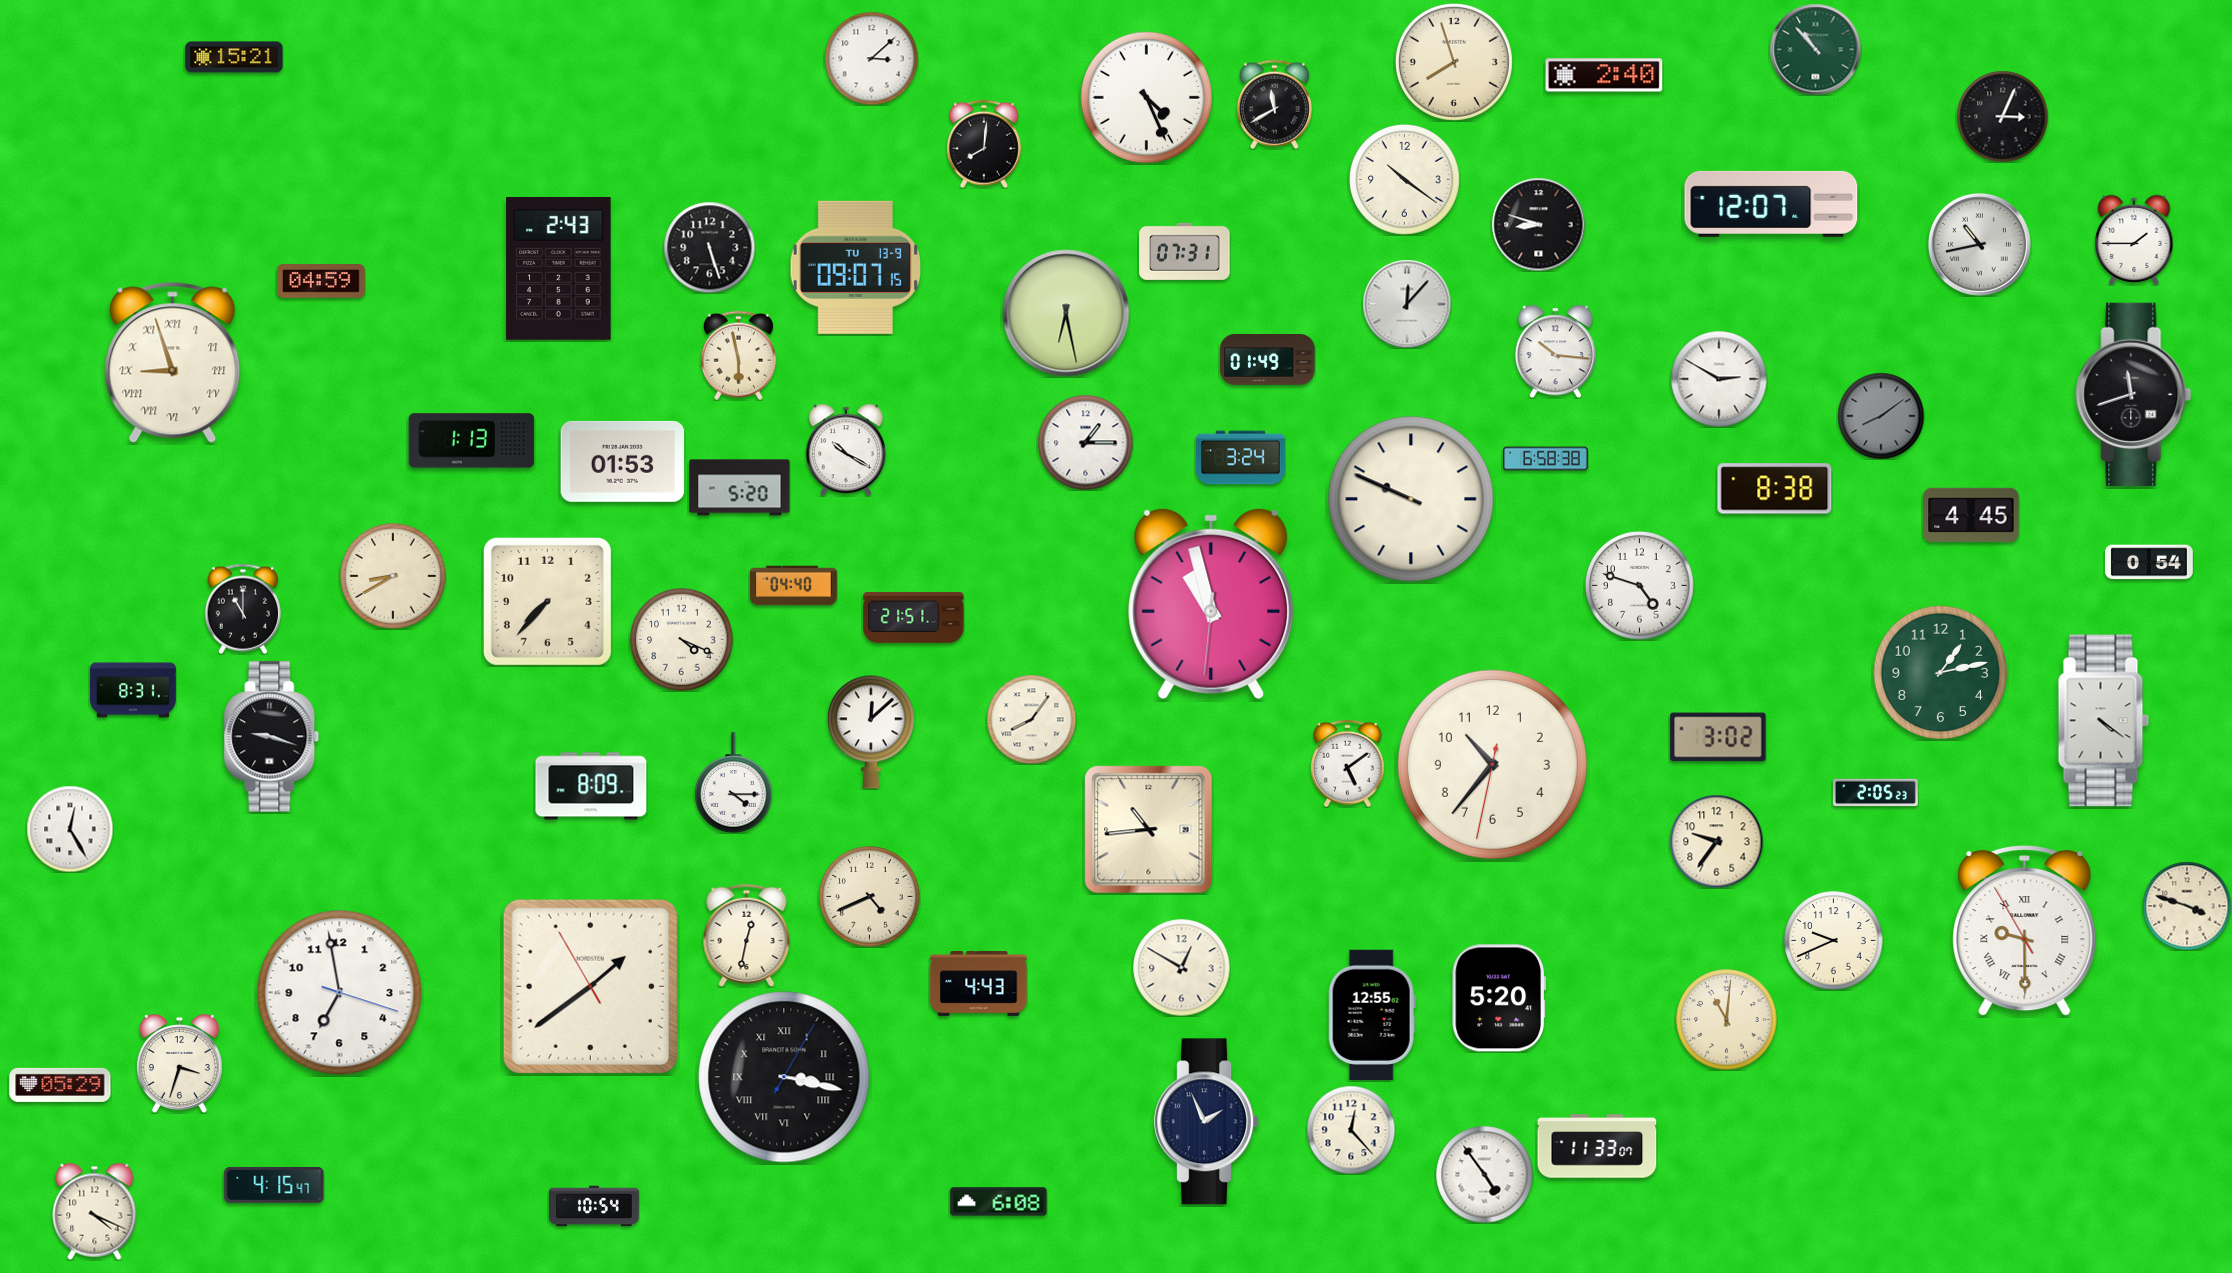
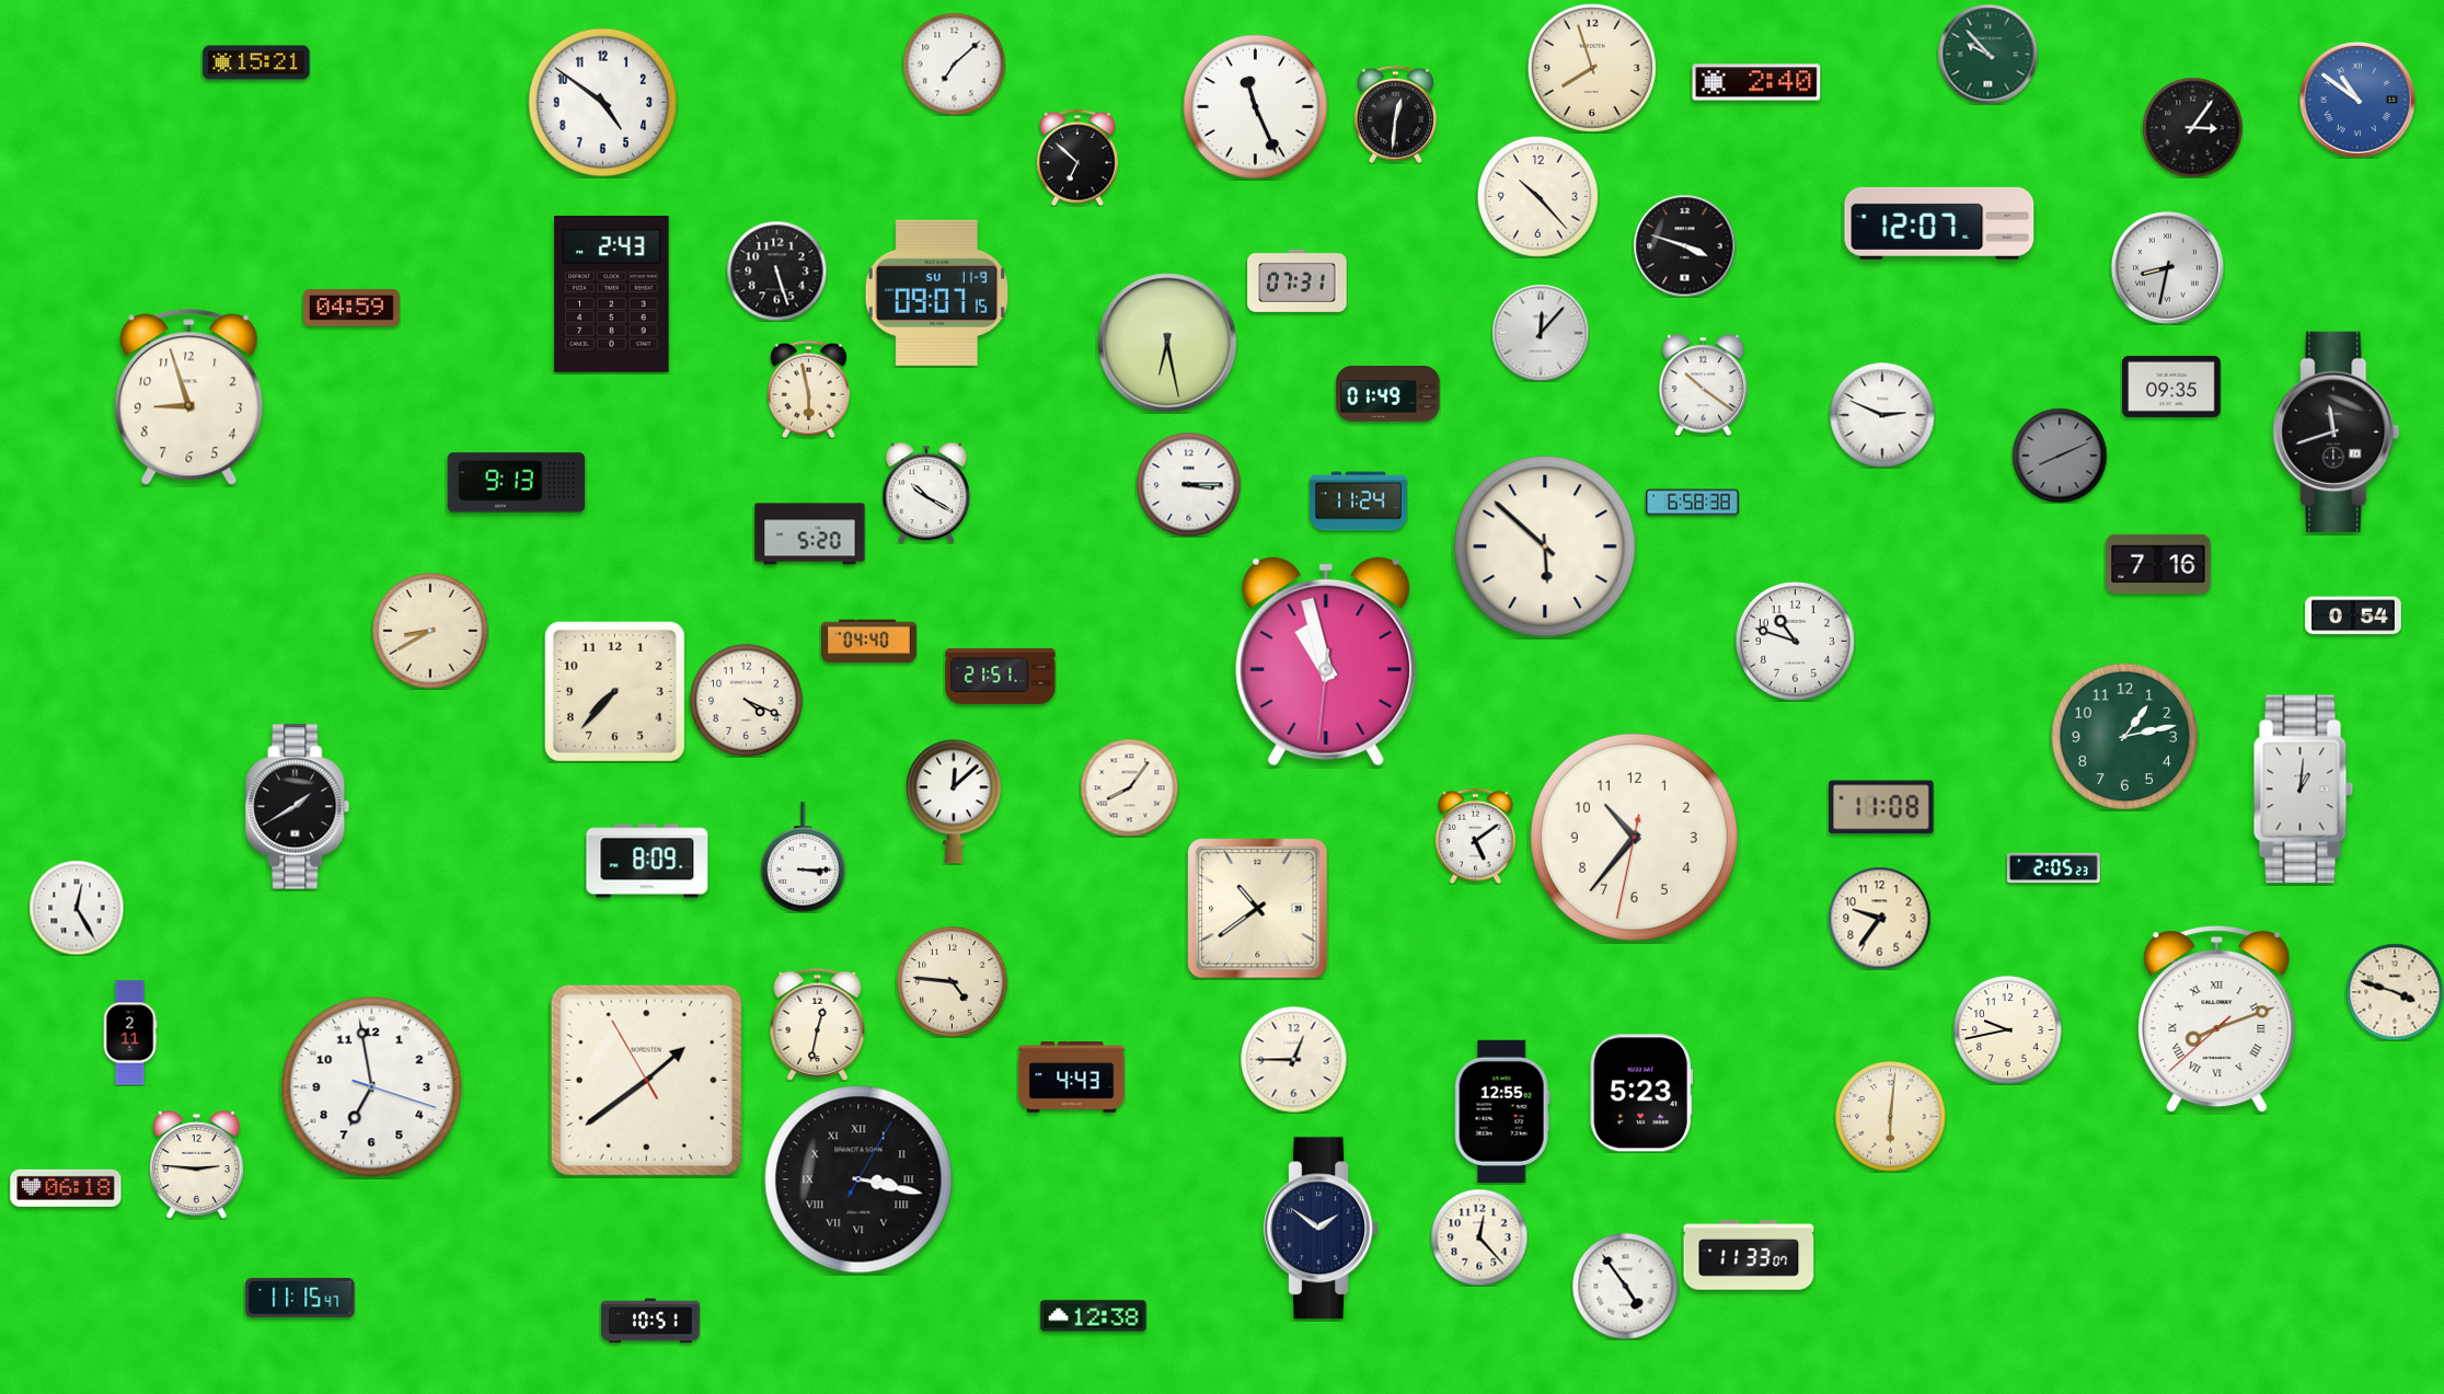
clock at (1815, 49): 10:53 -> 9:53
clock at (871, 58): 3:08 -> 7:08
clock at (2357, 100): none -> 10:51
clock at (603, 103): none -> 4:51
clock at (1147, 98): 4:26 -> 11:26
clock at (1274, 104): 11:40 -> 12:31
clock at (2002, 116): 3:04 -> 3:06
clock at (984, 144): 8:01 -> 6:52
clock at (1404, 179): 10:21 -> 10:23
clock at (1538, 224): 8:48 -> 3:48
clock at (2134, 240): 1:45 -> none
clock at (1979, 244): 10:43 -> 8:32
clock at (1185, 251) position: (1185, 251) -> (1298, 280)
clock at (855, 267) date: TU 13-9 -> SU 11-9
clock at (1555, 351): 10:16 -> 10:21
clock at (2171, 387): none -> 09:35
clock at (173, 363) numerals: Roman -> Arabic
clock at (1719, 379): 2:50 -> 2:49
clock at (1881, 416): 8:09 -> 8:11
clock at (472, 441): 1:13 -> 9:13
clock at (1085, 442): 1:15 -> 3:15
clock at (1241, 458): 3:24 -> 11:24
clock at (623, 461): 01:53 -> none
clock at (1775, 489): 8:38 -> none
clock at (1411, 499): 9:49 -> 5:52
clock at (1971, 515): 4:45 -> 7:16
clock at (1640, 586): 4:48 -> 10:48
clock at (547, 601) position: (547, 601) -> (614, 691)
clock at (243, 609): 11:00 -> none
clock at (134, 690): 8:31 -> none
clock at (2104, 721): 4:21 -> 1:01
clock at (272, 737): 9:18 -> 1:40
clock at (1718, 737): 3:02 -> 11:08
clock at (734, 783): 4:15 -> 3:15
clock at (1149, 830): 10:44 -> 10:39
clock at (1716, 841) position: (1716, 841) -> (1879, 918)
clock at (870, 897): 4:41 -> 4:46
clock at (2025, 932): 9:29 -> 8:11
clock at (1834, 941): 9:41 -> 9:43
clock at (130, 1033): none -> 2:11
clock at (1181, 967): 12:50 -> 12:45
clock at (1499, 998): 5:20 -> 5:23
clock at (1727, 1020): 11:01 -> 6:01
clock at (179, 1064): 3:33 -> 2:46
clock at (60, 1085): 05:29 -> 06:18
clock at (1207, 1122): 1:56 -> 1:51
clock at (274, 1185): 4:15 -> 11:15
clock at (999, 1202): 6:08 -> 12:38
clock at (594, 1206): 10:54 -> 10:51
clock at (95, 1211): 4:19 -> none
